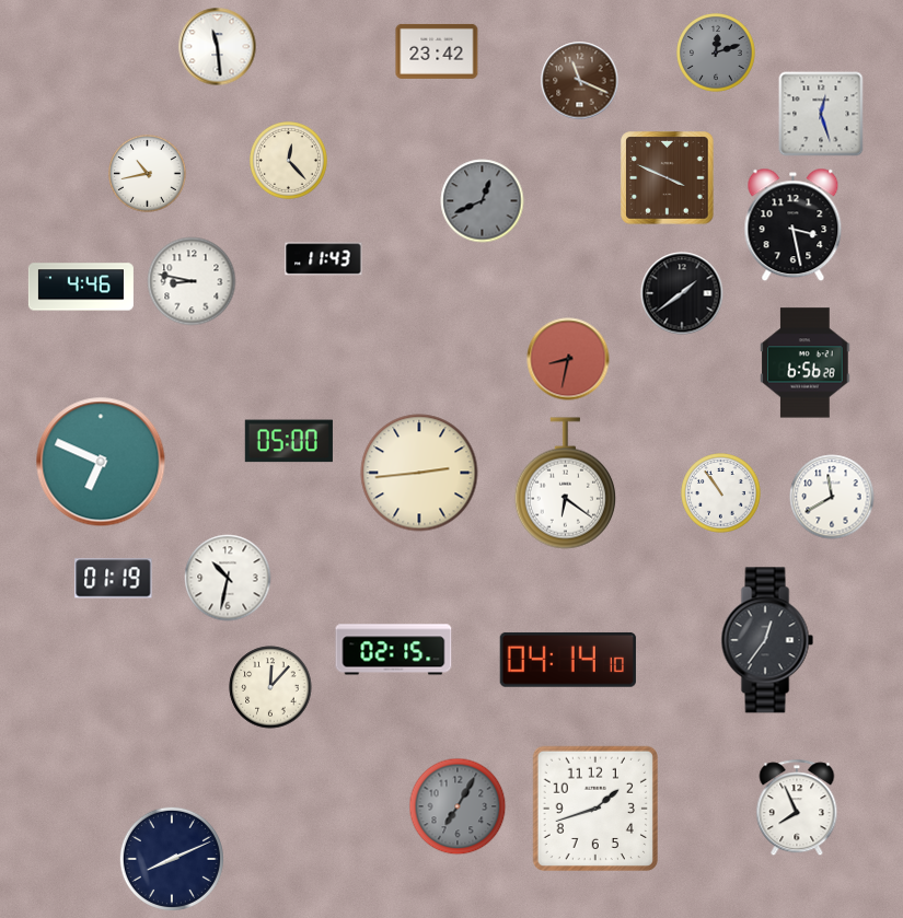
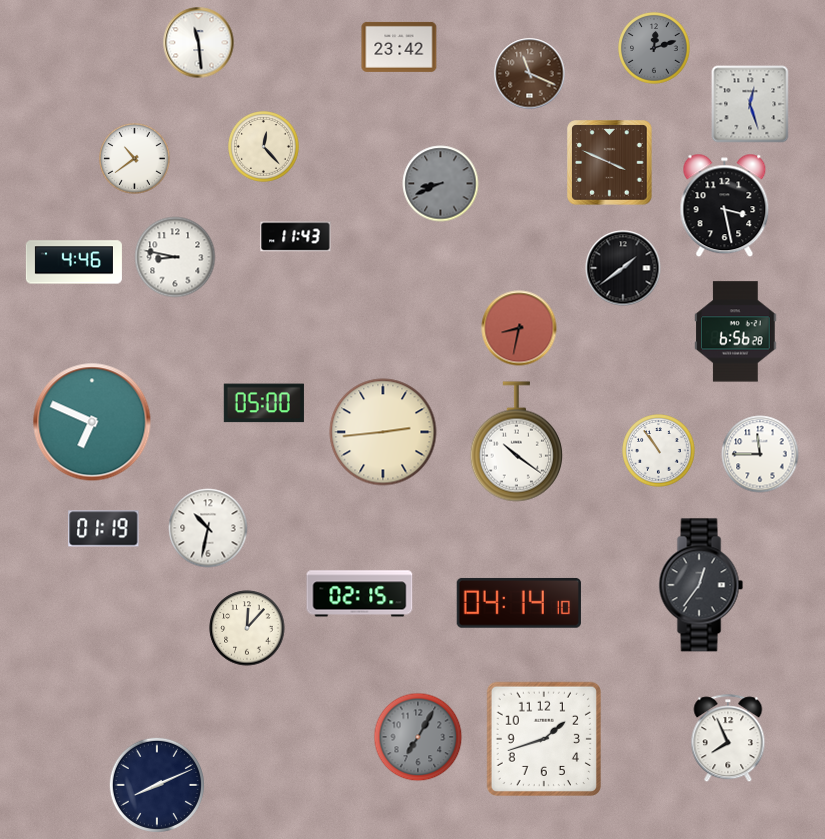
clock at (148, 174): 10:43 -> 10:39
clock at (483, 201): 12:41 -> 8:41
clock at (565, 484): 6:21 -> 10:21
clock at (832, 497): 11:40 -> 11:45
